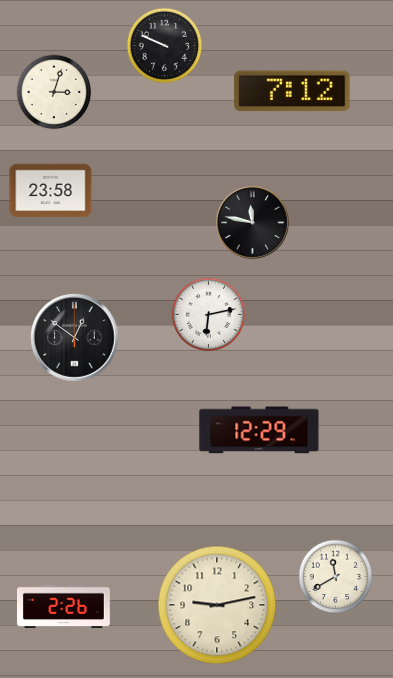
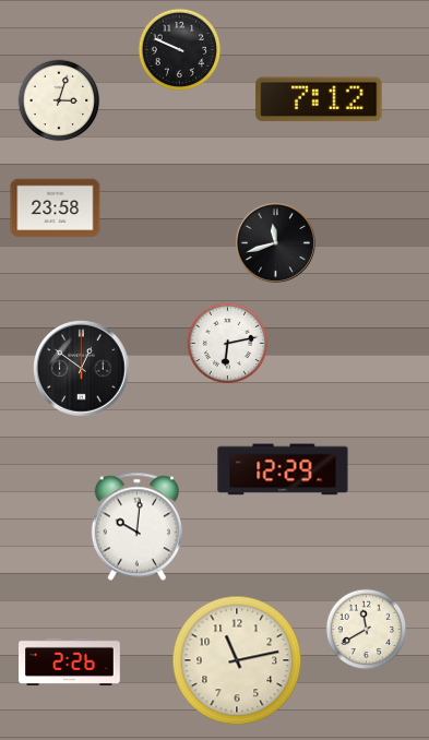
clock at (252, 222): 11:47 -> 11:42
clock at (136, 527): none -> 10:01
clock at (217, 605): 9:13 -> 11:13
